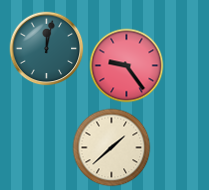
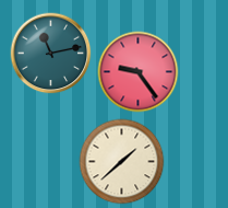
clock at (47, 49): 12:02 -> 11:13
